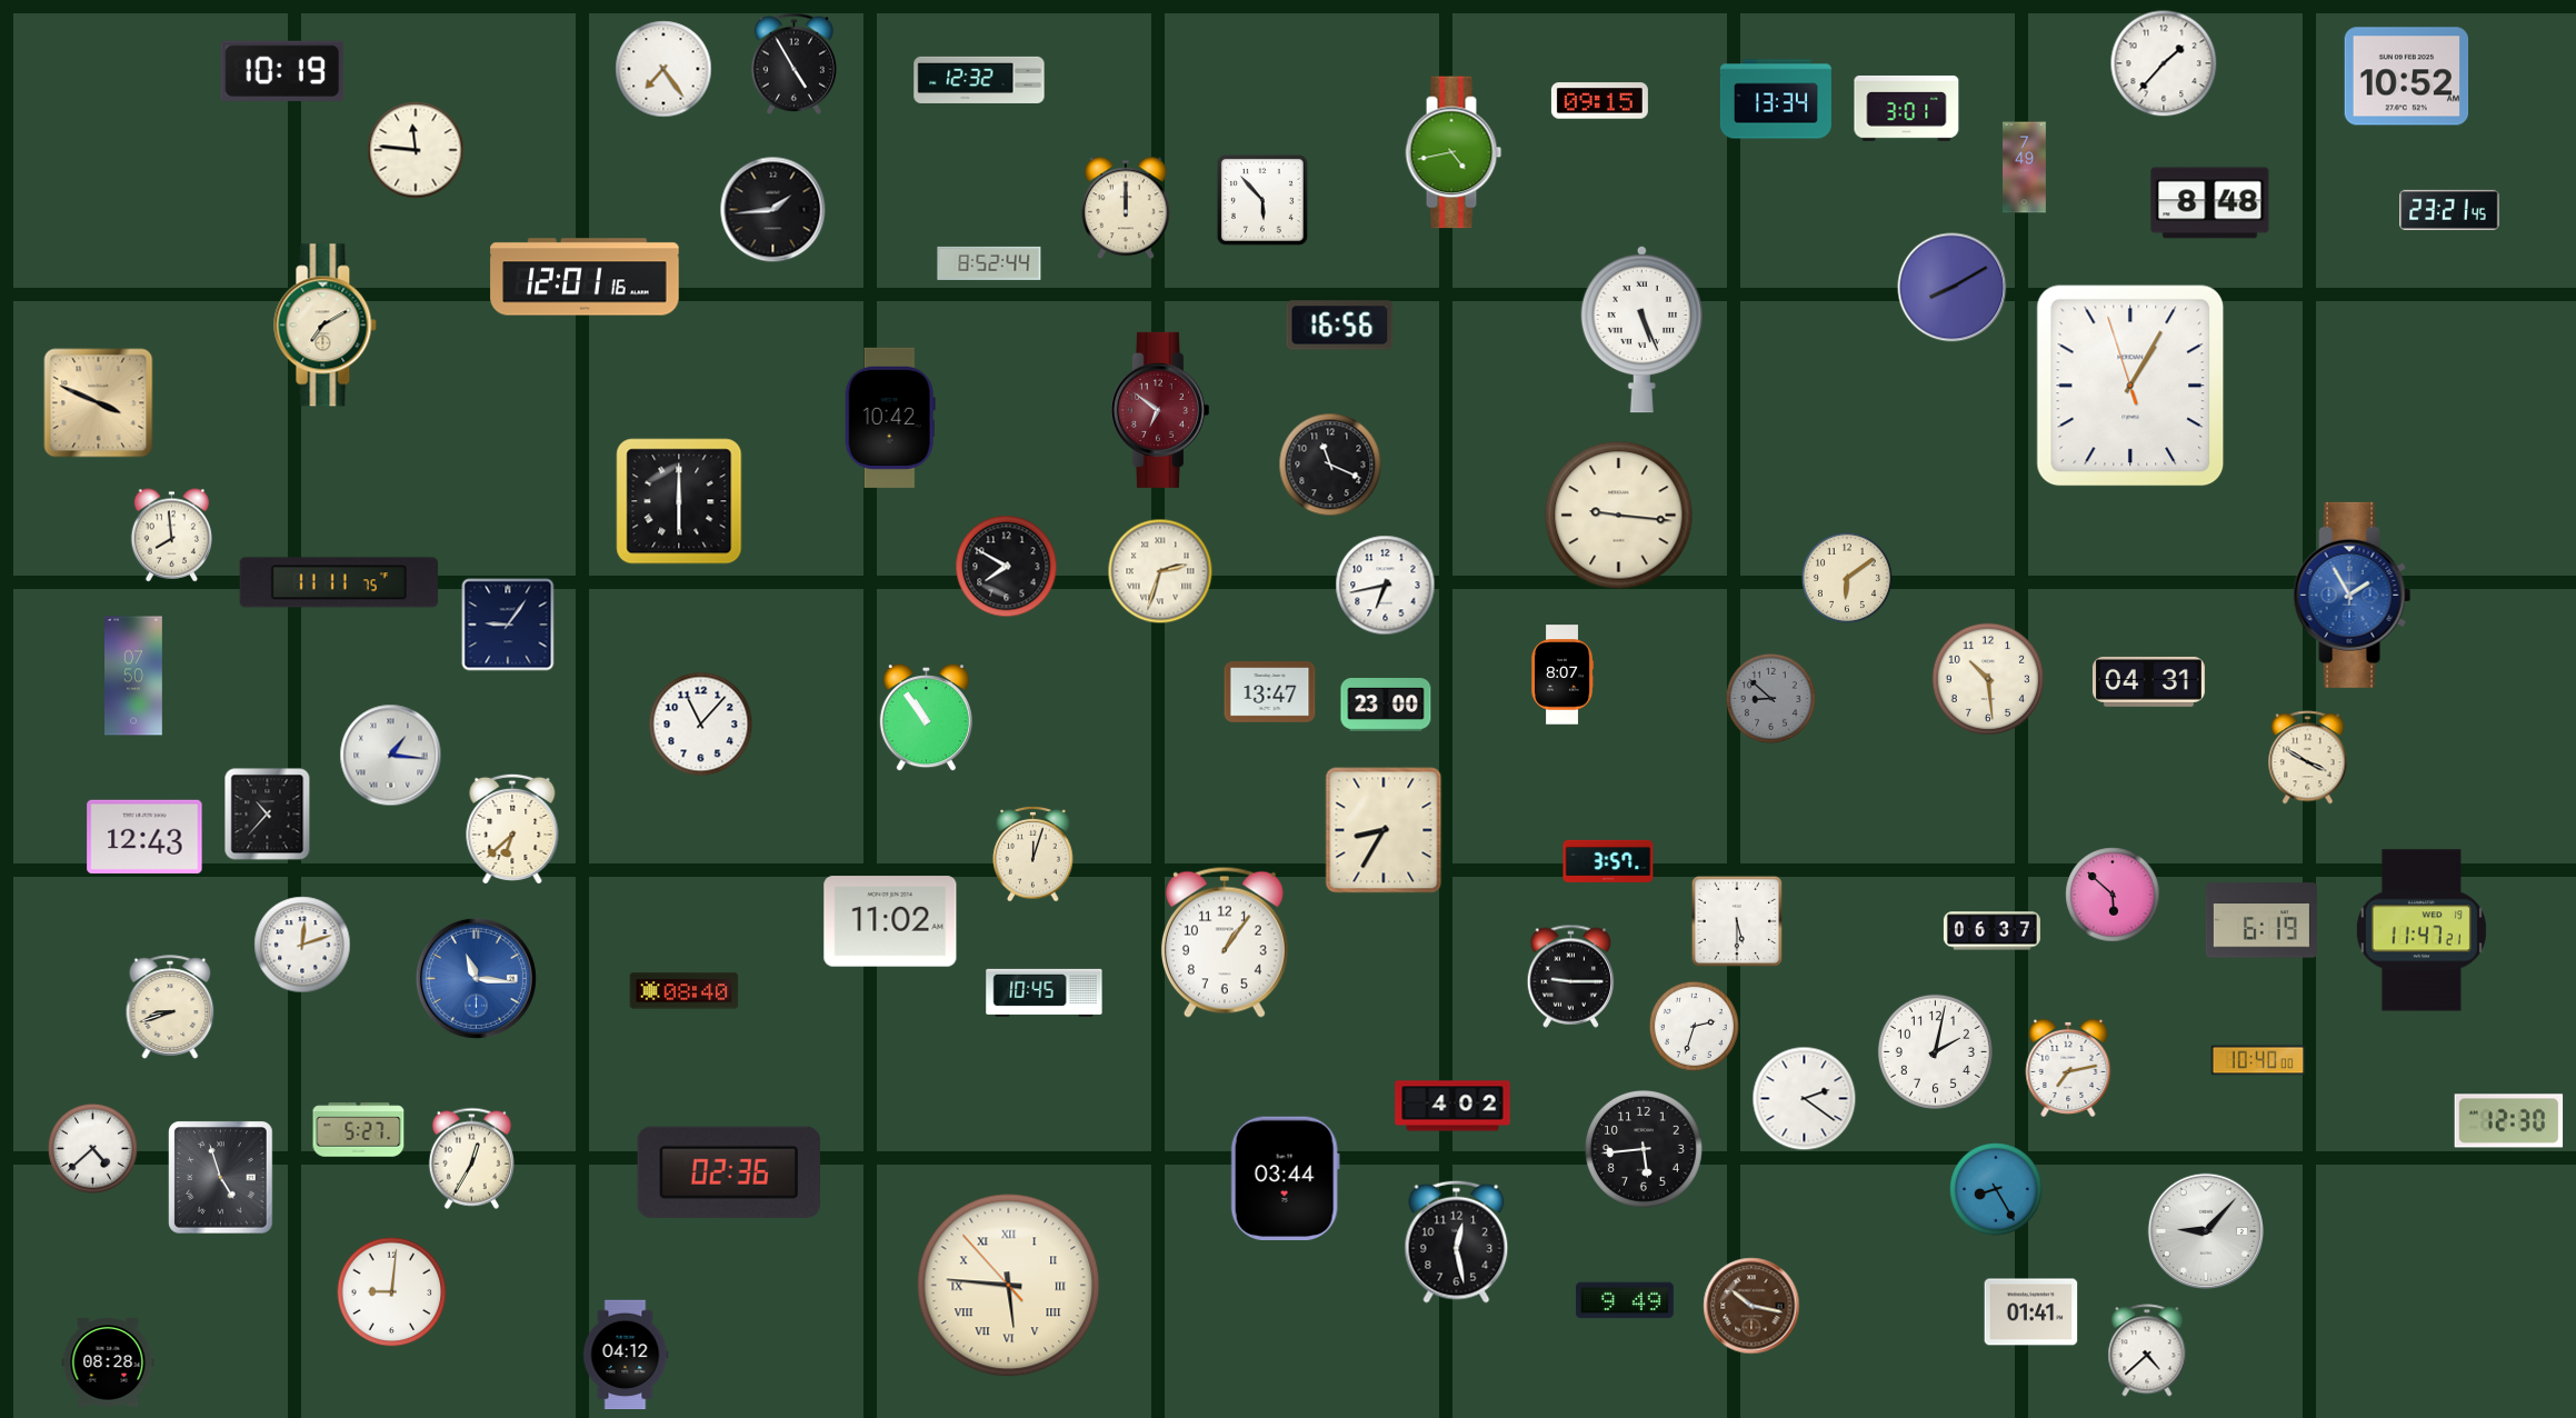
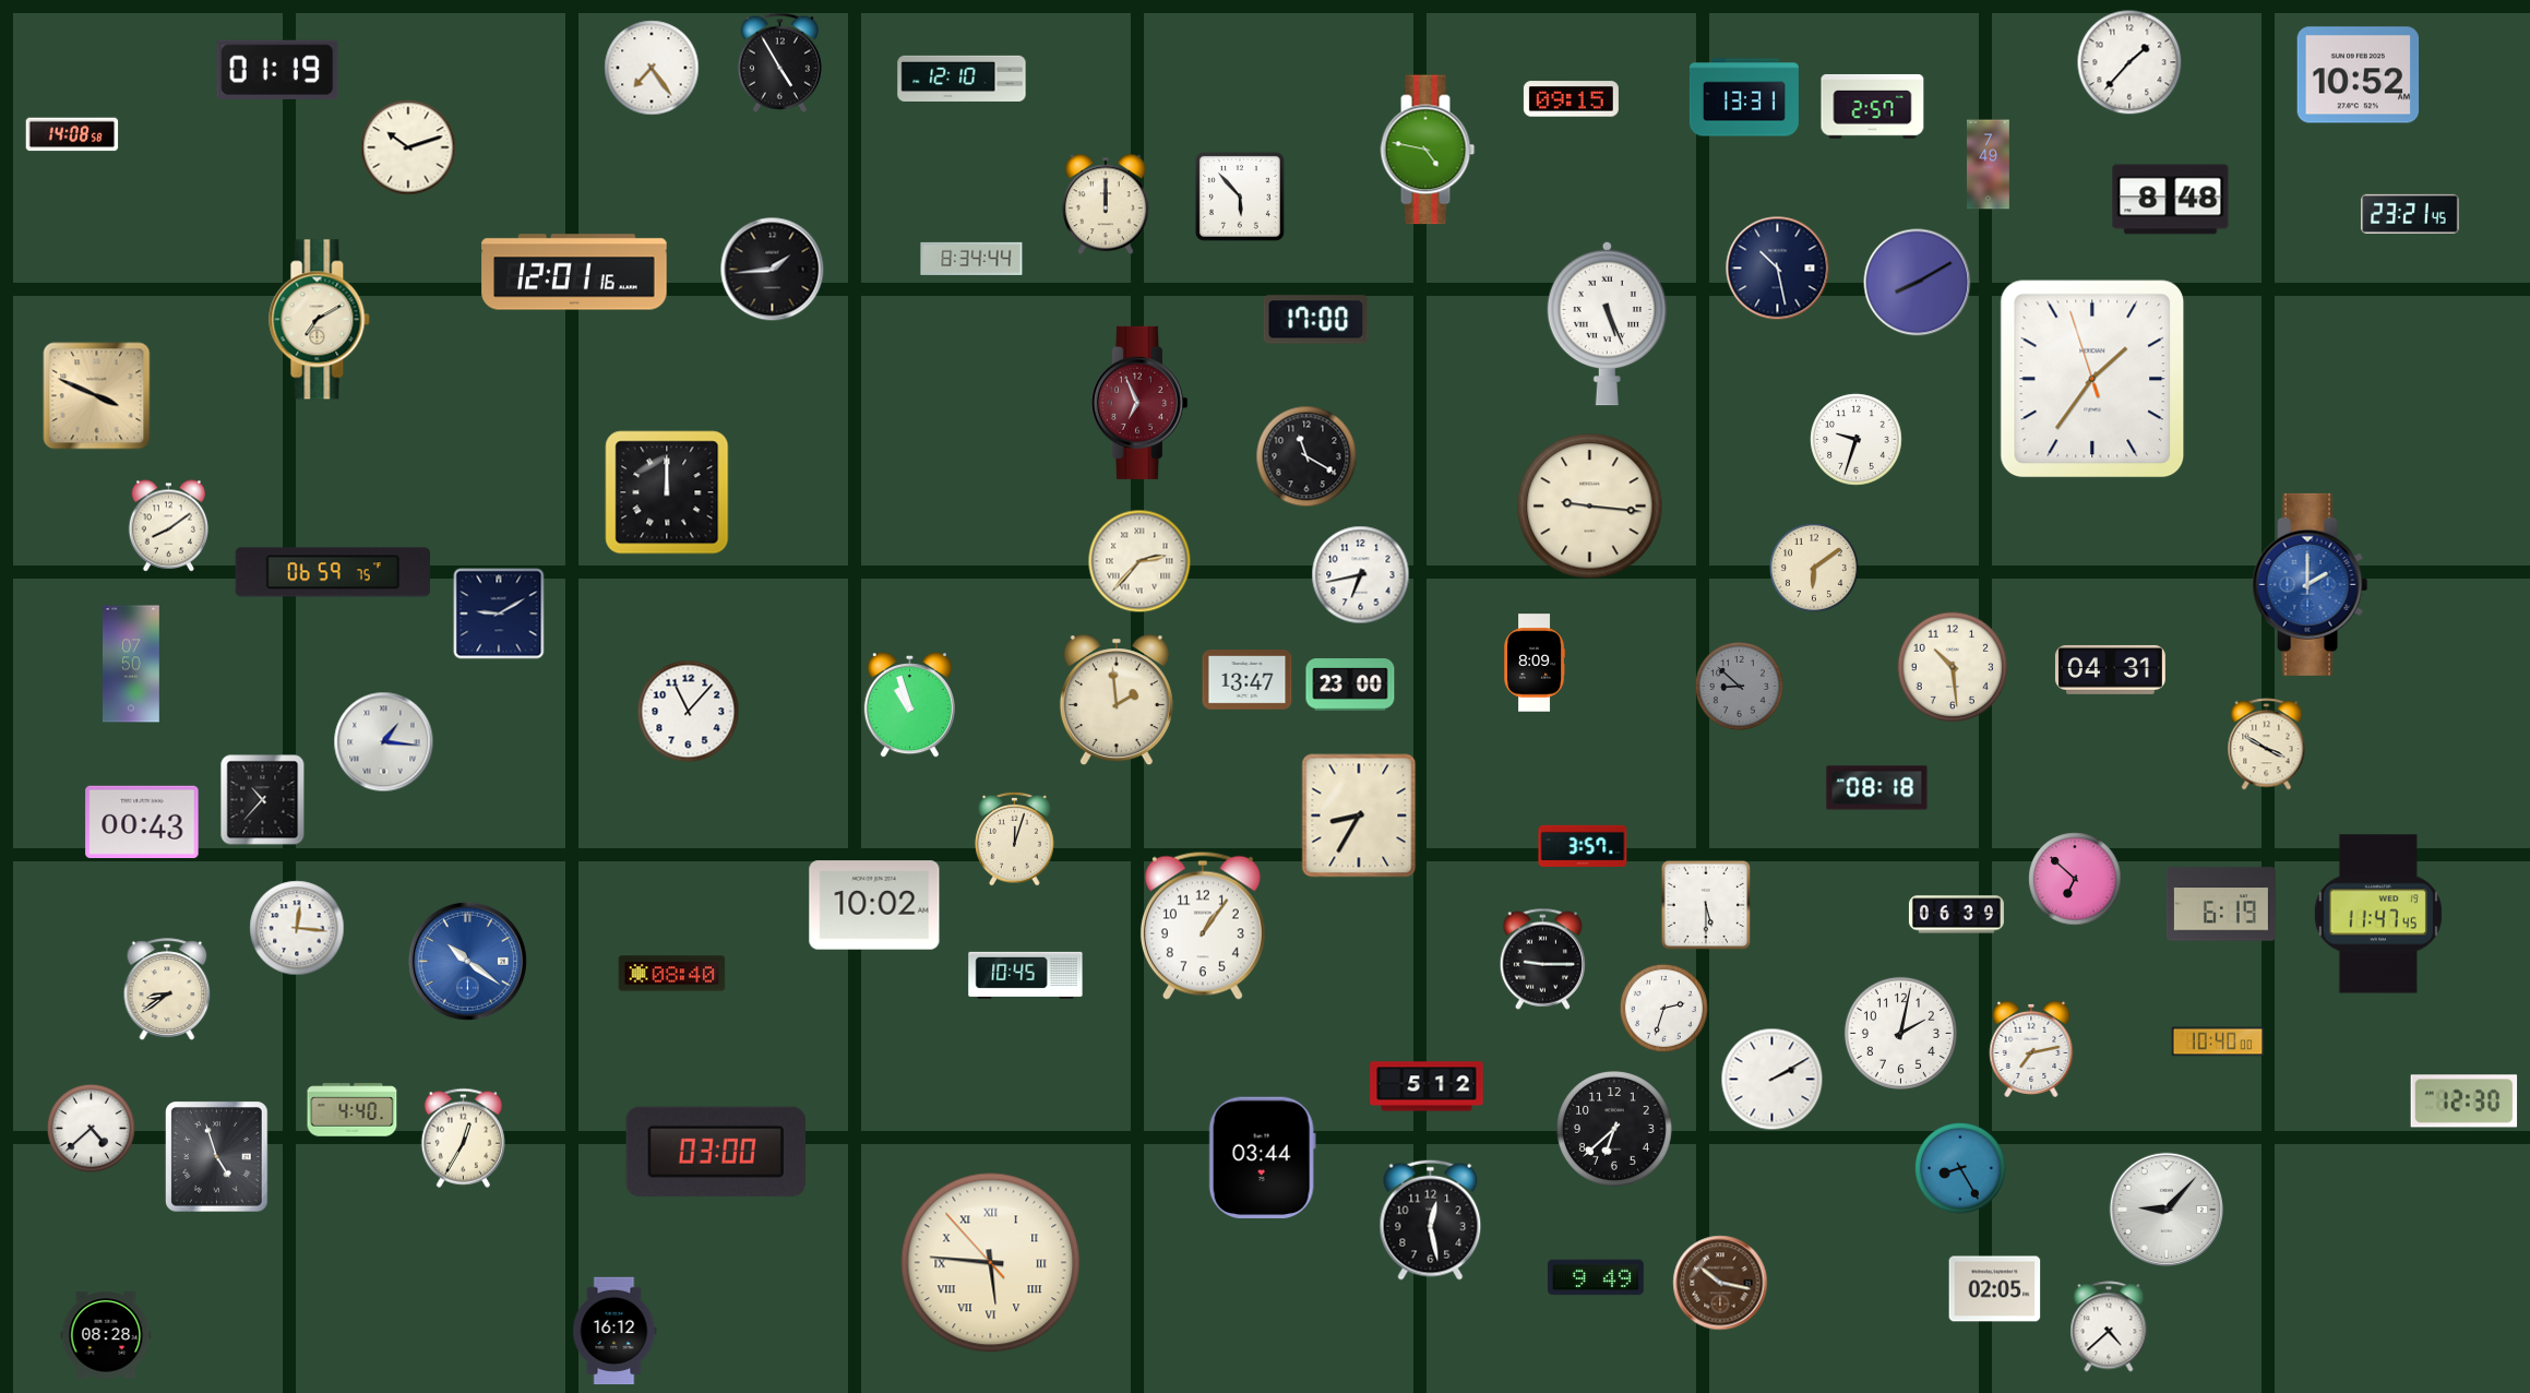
clock at (2164, 63) position: (2164, 63) -> (2129, 62)
clock at (282, 71): 10:19 -> 01:19
clock at (2407, 77) position: (2407, 77) -> (2359, 75)
clock at (979, 79): 12:32 -> 12:10
clock at (1776, 99): 13:34 -> 13:31
clock at (1907, 108): 3:01 -> 2:57
clock at (72, 134): none -> 14:08
clock at (416, 150): 11:46 -> 10:12
clock at (1454, 152): 4:43 -> 4:47
clock at (773, 210) position: (773, 210) -> (773, 270)
clock at (2449, 210) position: (2449, 210) -> (2410, 214)
clock at (989, 263): 8:52 -> 8:34
clock at (1778, 269): none -> 10:28
clock at (1340, 326): 16:56 -> 17:00
clock at (1641, 329) position: (1641, 329) -> (1607, 323)
clock at (2130, 386): 1:04 -> 1:35
clock at (1159, 410): 6:51 -> 6:56
clock at (890, 418): 10:42 -> none
clock at (1857, 440): none -> 9:33
clock at (1330, 465): 11:19 -> 11:20
clock at (679, 501): 6:00 -> 12:00
clock at (171, 536): 7:59 -> 8:09
clock at (1007, 567): 7:50 -> none
clock at (1160, 571): 2:33 -> 2:37
clock at (338, 582): 11:11 -> 06:59
clock at (2353, 595): 1:55 -> 2:00
clock at (508, 625): 9:06 -> 9:10
clock at (1562, 675): 8:07 -> 8:09
clock at (1386, 705) position: (1386, 705) -> (1350, 684)
clock at (1117, 701): none -> 1:59
clock at (926, 718): 10:54 -> 10:57
clock at (1877, 788): none -> 08:18
clock at (512, 828): 6:38 -> none
clock at (144, 836): 12:43 -> 00:43
clock at (1608, 861) position: (1608, 861) -> (1583, 846)
clock at (2113, 895): 5:52 -> 6:52
clock at (890, 921): 11:02 -> 10:02
clock at (2422, 930): 11:47:21 -> 11:47:45
clock at (1991, 931): 06:37 -> 06:39
clock at (302, 945): 12:12 -> 12:16
clock at (476, 978): 11:16 -> 10:21
clock at (170, 1007): 8:42 -> 8:39
clock at (1805, 1099): 2:21 -> 2:10
clock at (1452, 1106): 4:02 -> 5:12
clock at (359, 1130): 5:27 -> 4:40
clock at (1645, 1150): 5:44 -> 6:38
clock at (728, 1172): 02:36 -> 03:00
clock at (392, 1292): 9:01 -> none
clock at (2031, 1312): 01:41 -> 02:05
clock at (626, 1355): 04:12 -> 16:12
clock at (108, 1362) position: (108, 1362) -> (106, 1335)
